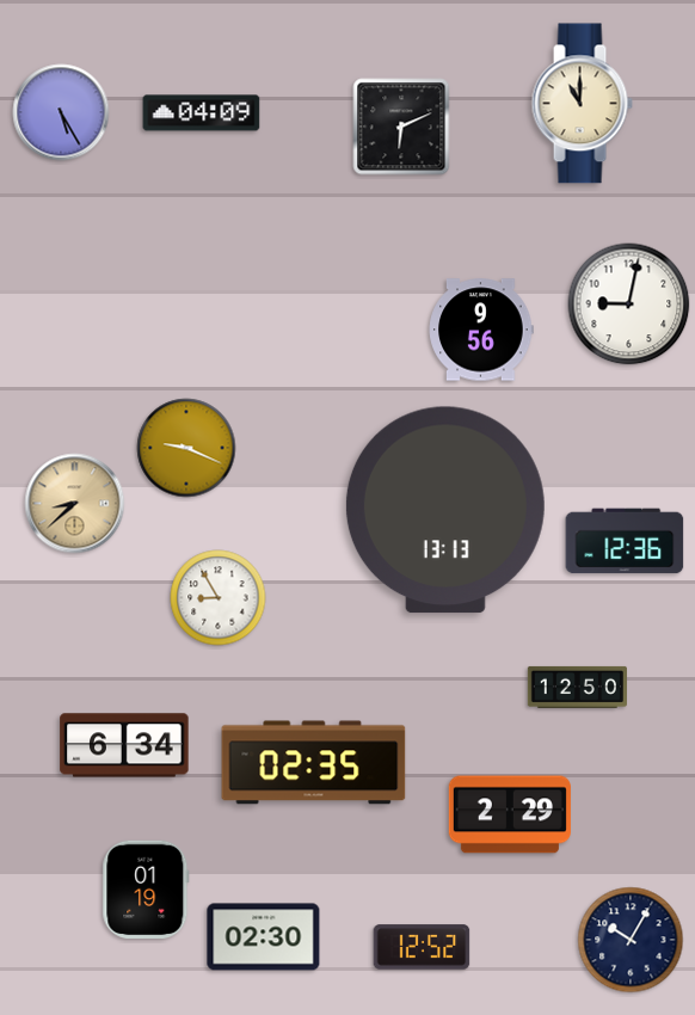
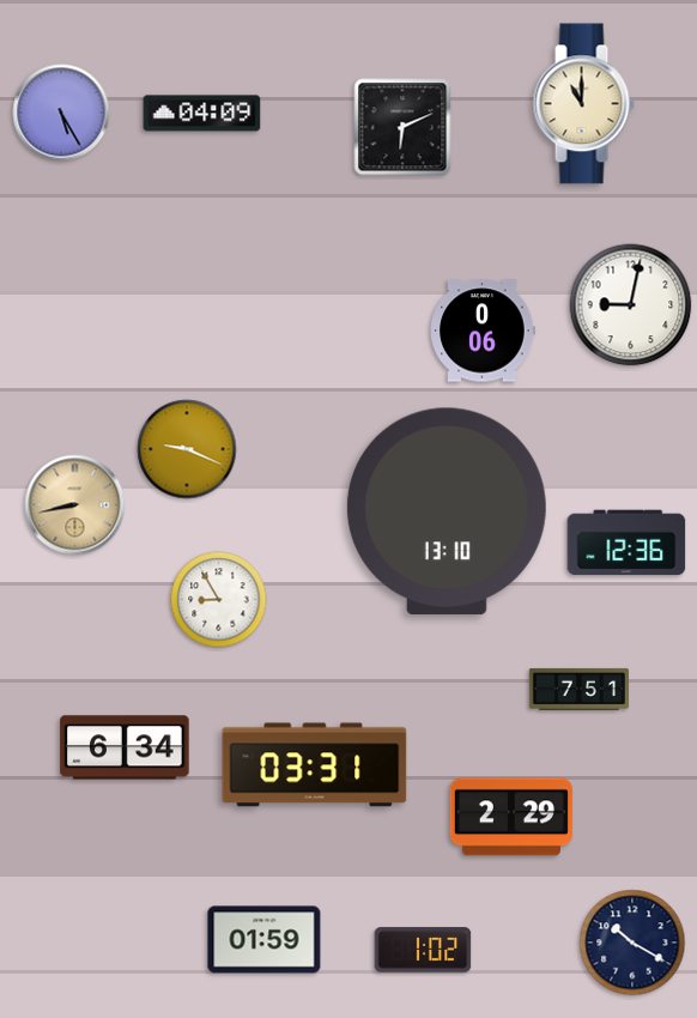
clock at (481, 330): 9:56 -> 0:06
clock at (75, 504): 8:38 -> 8:43
clock at (445, 510): 13:13 -> 13:10
clock at (577, 687): 12:50 -> 7:51
clock at (314, 763): 02:35 -> 03:31
clock at (146, 888): 01:19 -> none
clock at (264, 937): 02:30 -> 01:59
clock at (631, 940): 10:05 -> 10:20
clock at (422, 947): 12:52 -> 1:02
